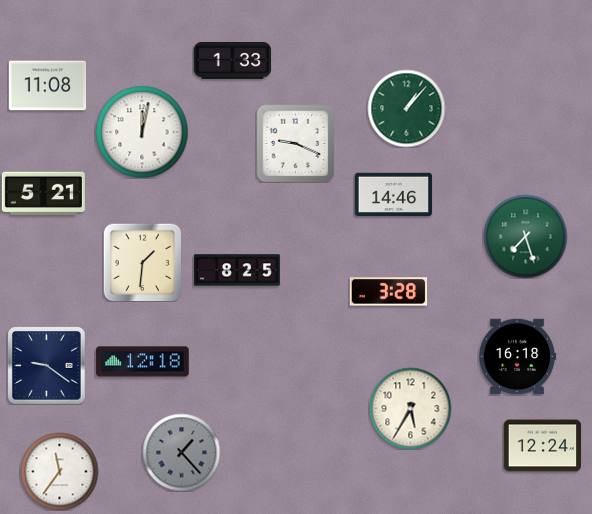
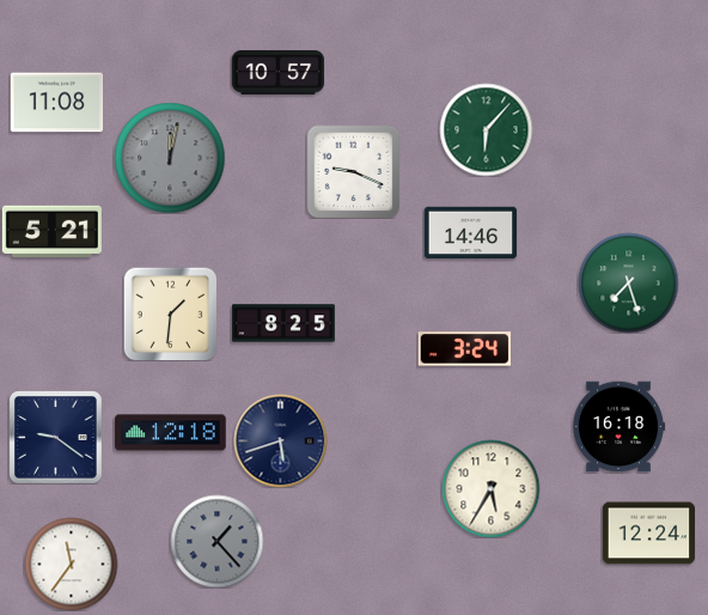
clock at (232, 61): 1:33 -> 10:57
clock at (406, 108): 1:07 -> 6:07
clock at (142, 132) dial: white -> grey
clock at (388, 292): 3:28 -> 3:24
clock at (280, 440): none -> 5:42
